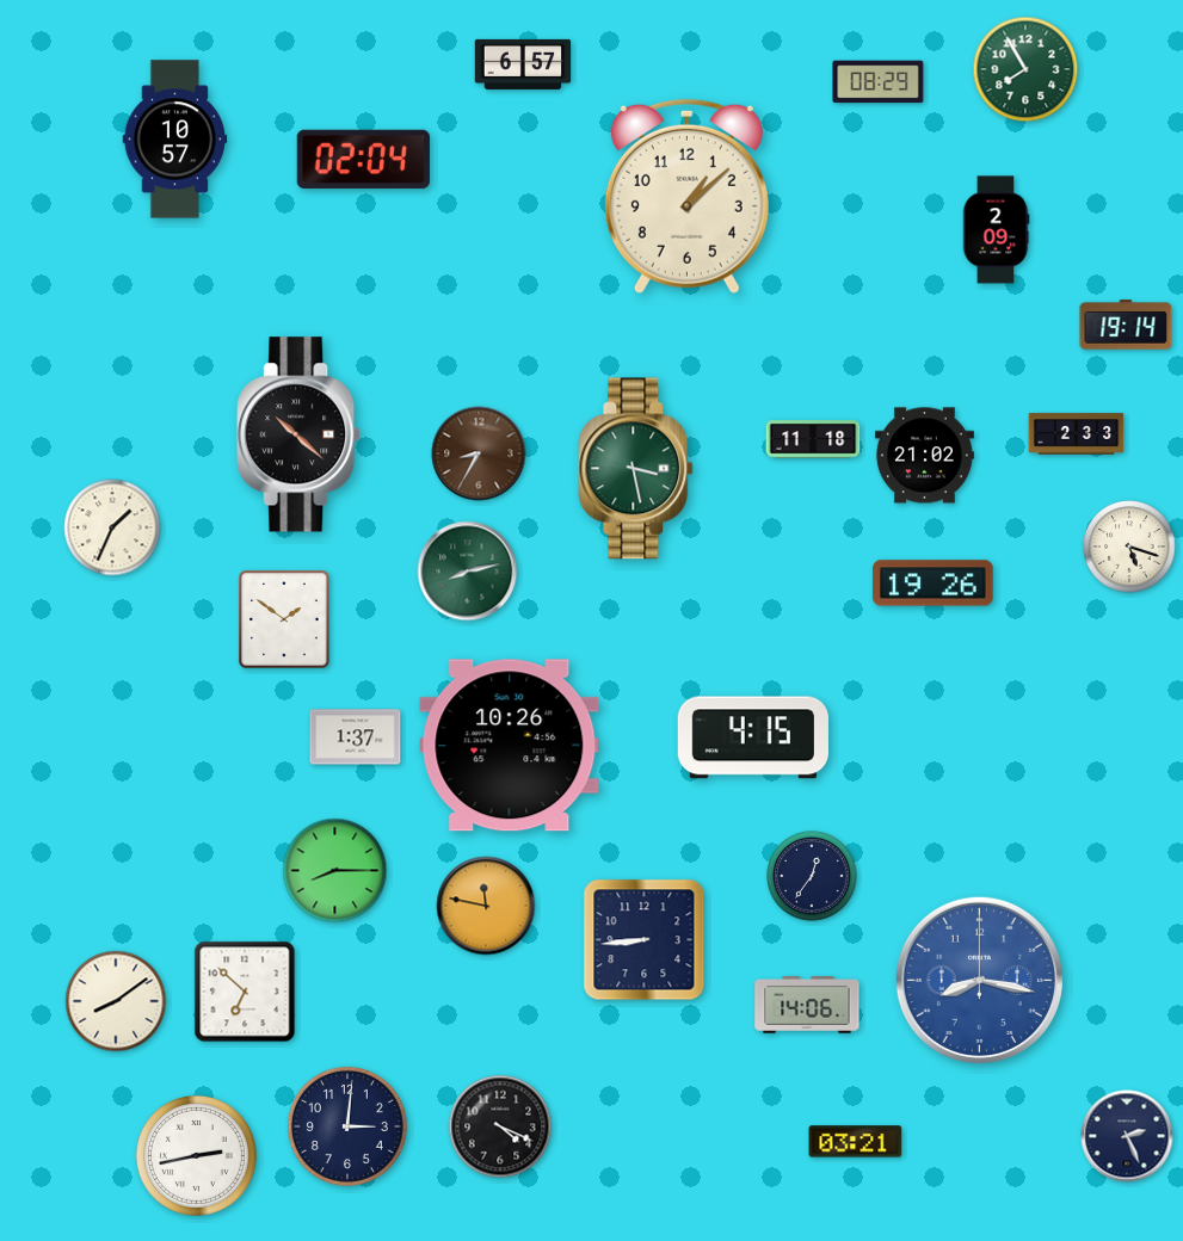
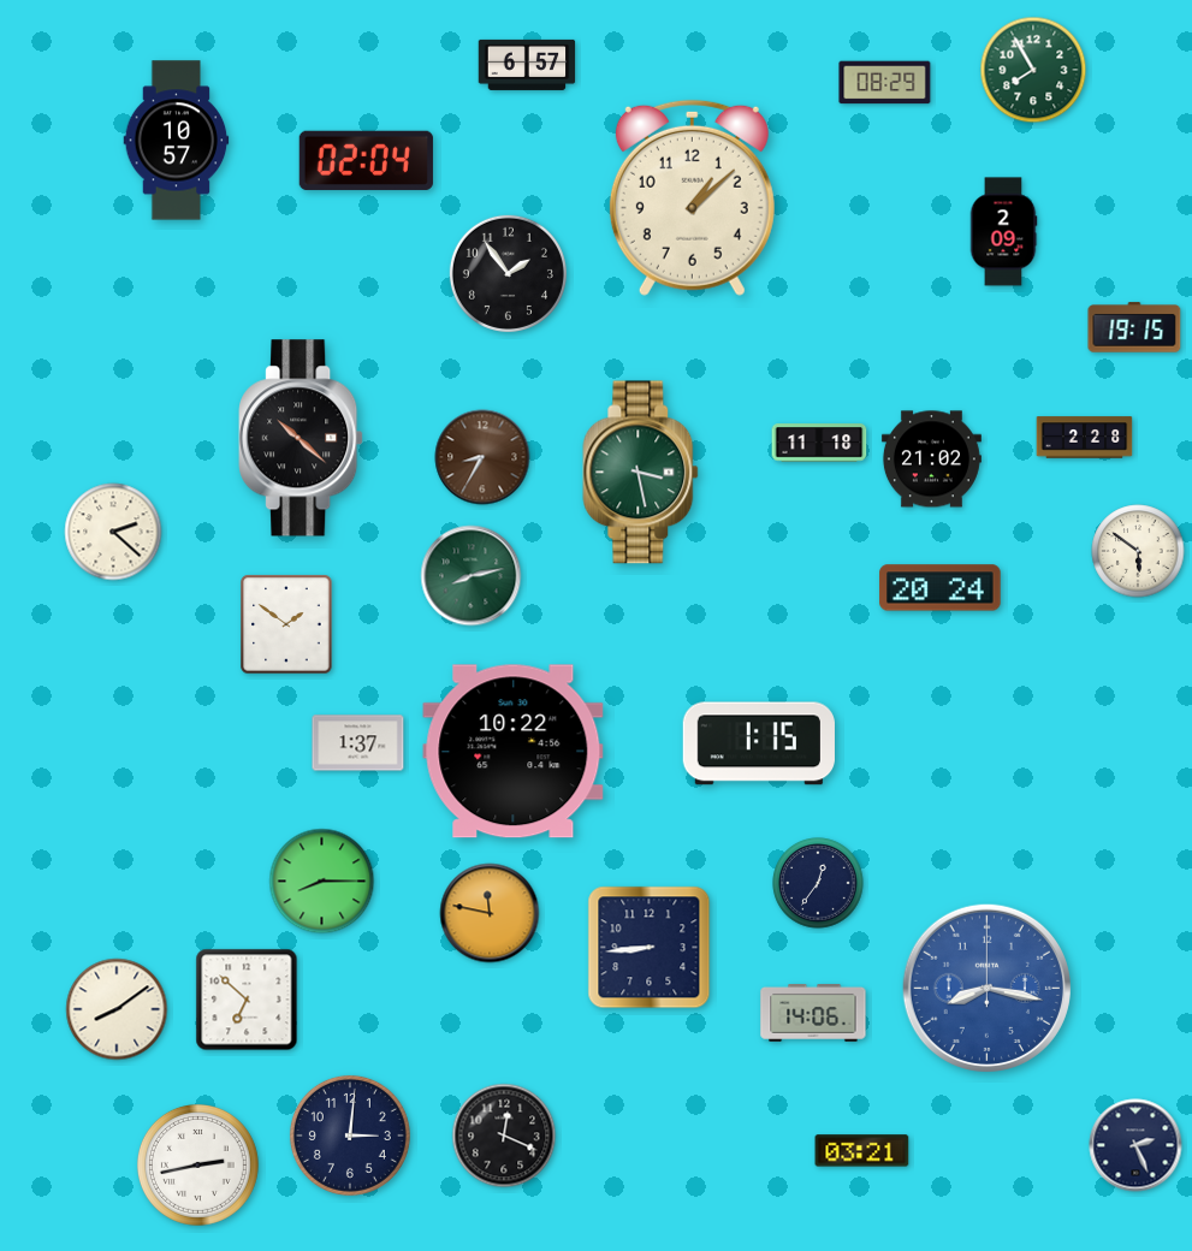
clock at (508, 273): none -> 1:54
clock at (1126, 325): 19:14 -> 19:15
clock at (1077, 434): 2:33 -> 2:28
clock at (112, 527): 1:34 -> 2:22
clock at (1129, 547): 5:18 -> 5:51
clock at (934, 584): 19:26 -> 20:24
clock at (753, 737): 4:15 -> 1:15
clock at (510, 746): 10:26 -> 10:22
clock at (335, 871) position: (335, 871) -> (322, 882)
clock at (500, 1126): 4:19 -> 12:19
